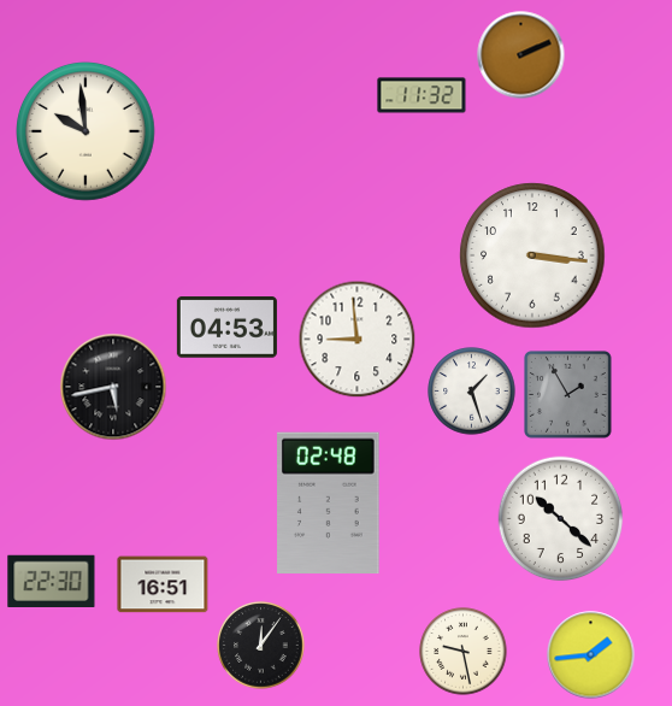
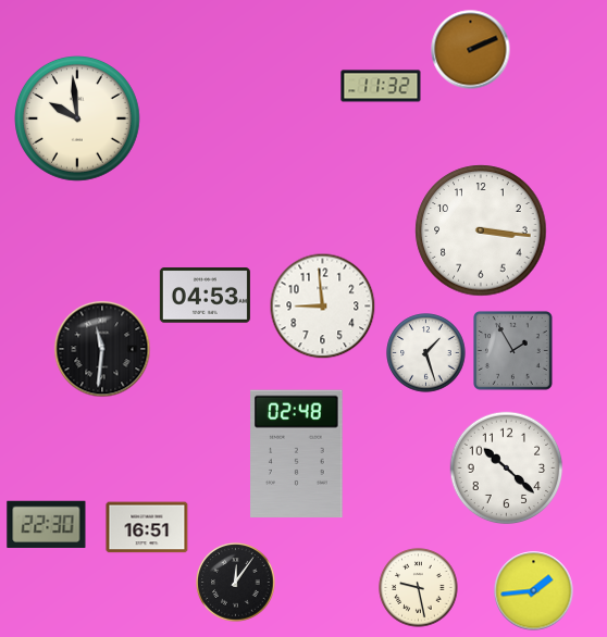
clock at (113, 387): 5:43 -> 11:31
clock at (568, 395) position: (568, 395) -> (513, 351)
